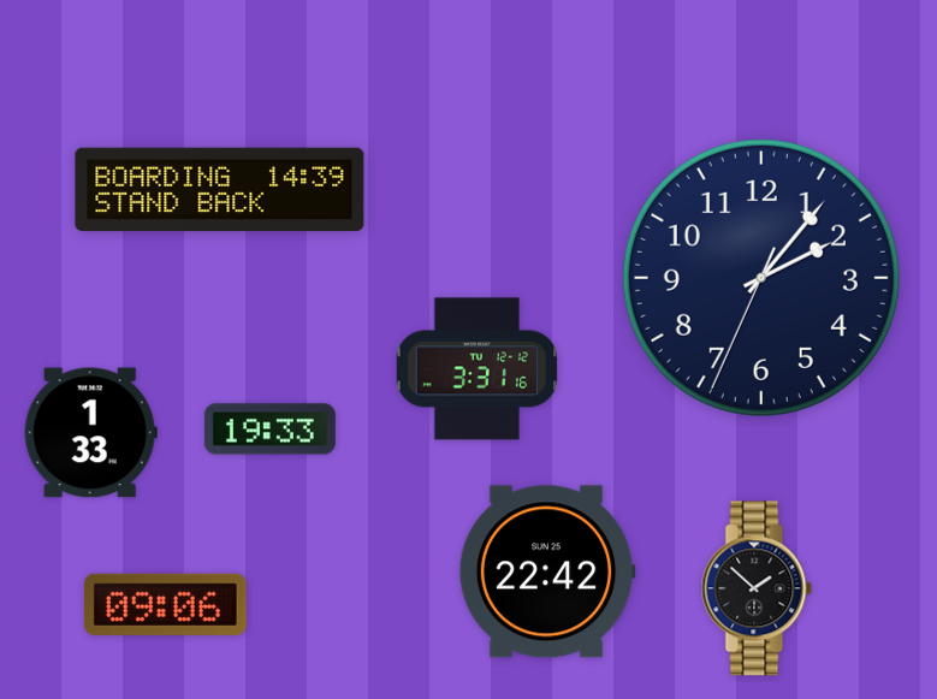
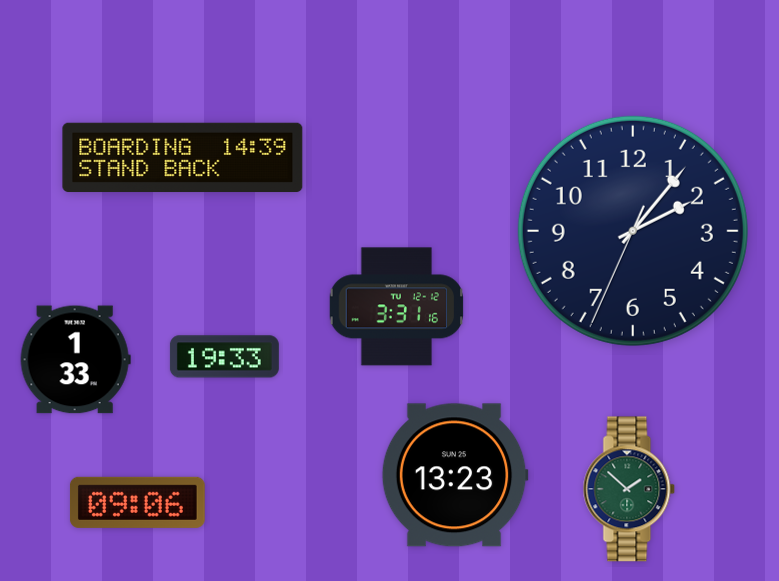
clock at (547, 571): 22:42 -> 13:23
clock at (757, 588) dial: black -> green
